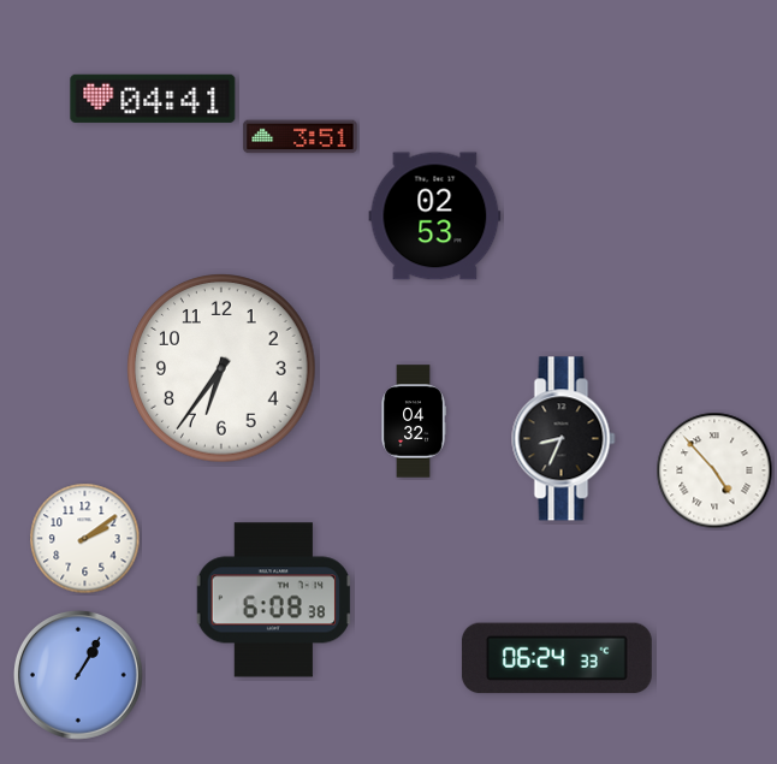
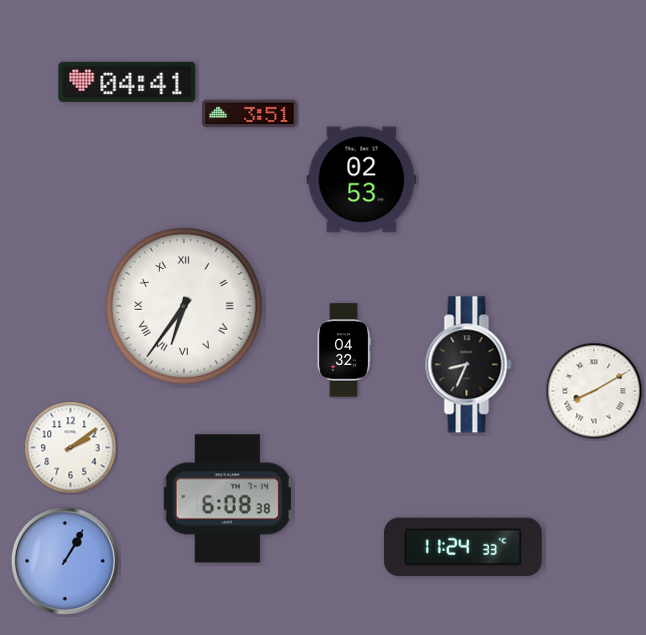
clock at (221, 368) numerals: Arabic -> Roman
clock at (714, 470): 4:53 -> 8:10
clock at (557, 658): 06:24 -> 11:24
